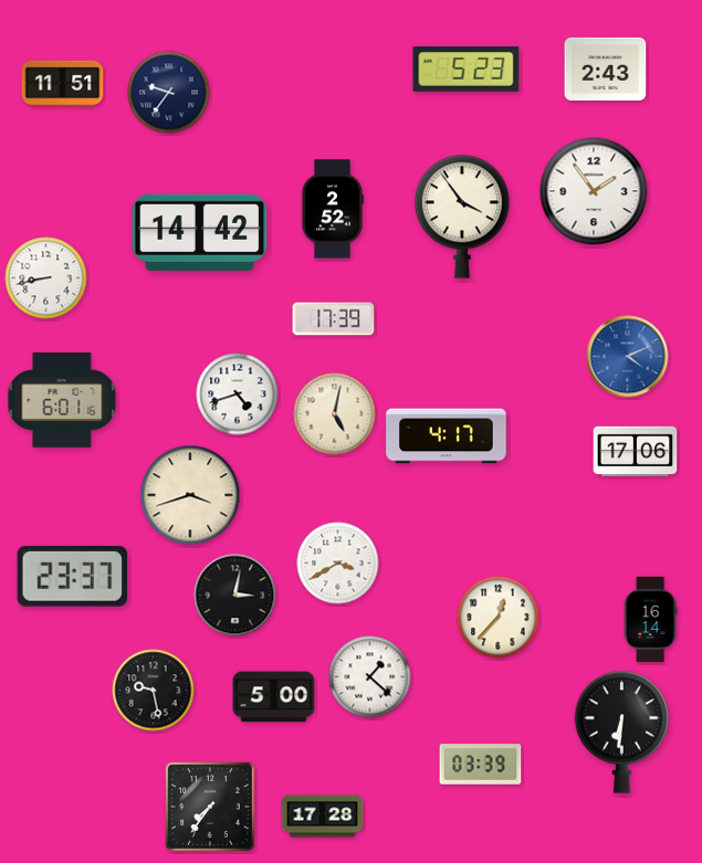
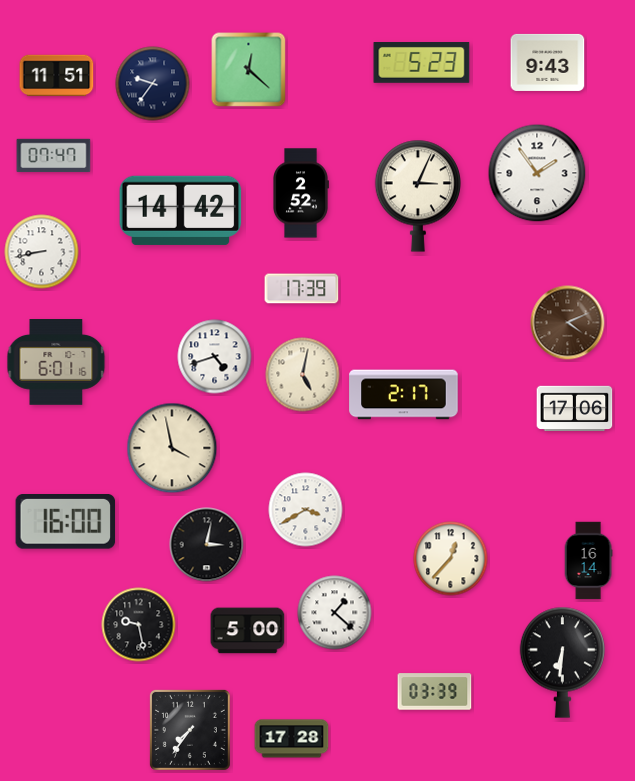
clock at (606, 69): 2:43 -> 9:43
clock at (249, 70): none -> 12:22
clock at (54, 156): none -> 07:47
clock at (333, 209) position: (333, 209) -> (301, 193)
clock at (461, 217): 3:54 -> 3:04
clock at (628, 357) dial: blue -> brown
clock at (447, 436): 4:17 -> 2:17
clock at (190, 495): 3:42 -> 3:58
clock at (73, 577): 23:37 -> 16:00
clock at (235, 596) position: (235, 596) -> (207, 545)
